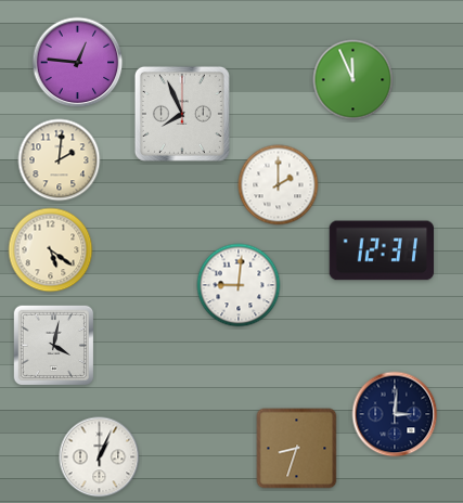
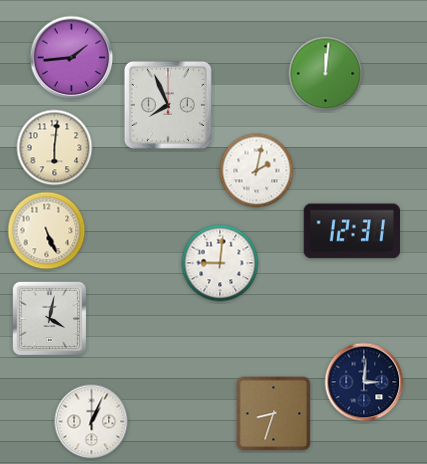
clock at (78, 63): 12:46 -> 1:44
clock at (353, 80): 11:56 -> 12:01
clock at (60, 160): 2:01 -> 6:01
clock at (279, 185): 2:00 -> 2:02
clock at (51, 250): 5:21 -> 5:26
